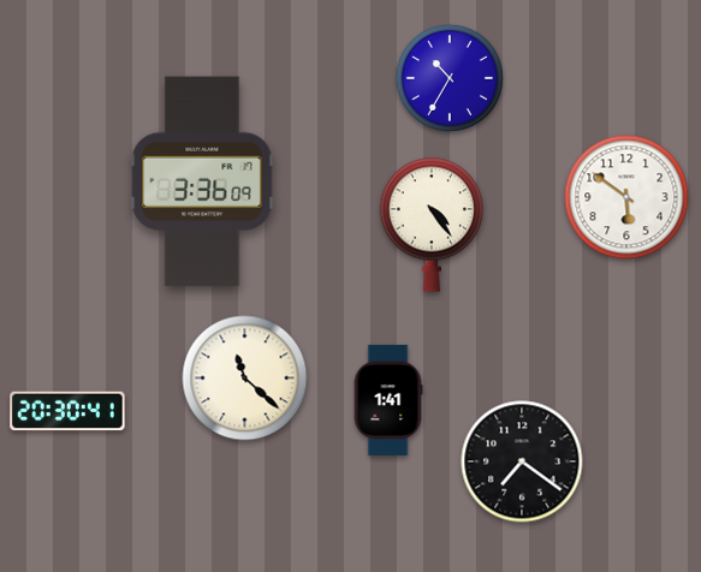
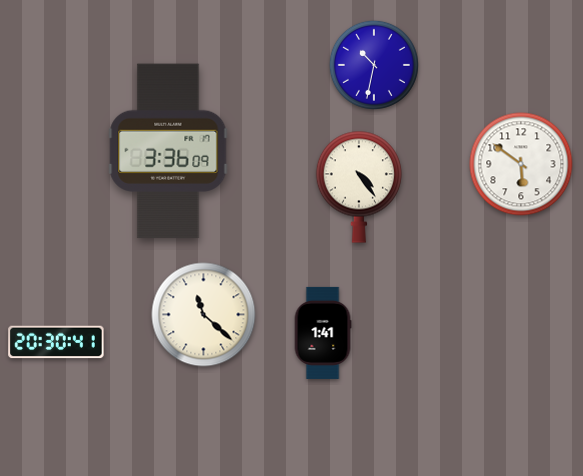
clock at (450, 78): 10:35 -> 10:32
clock at (522, 461): 7:21 -> none
